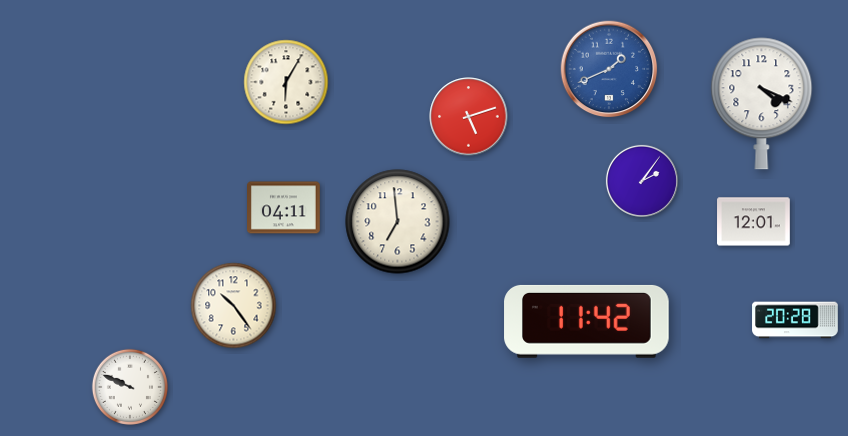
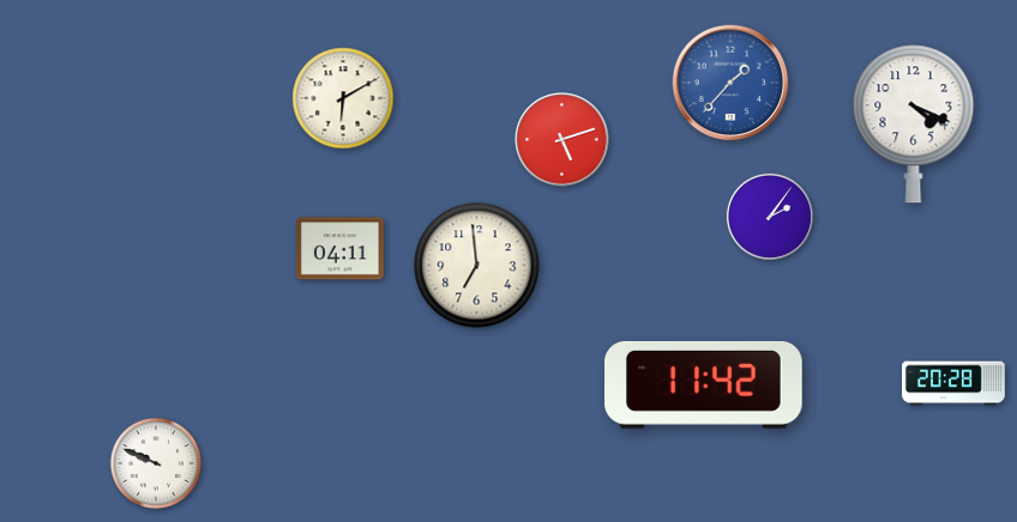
clock at (609, 69): 1:41 -> 1:37
clock at (286, 82): 6:05 -> 6:10
clock at (754, 222): 12:01 -> none
clock at (234, 306): 10:24 -> none
